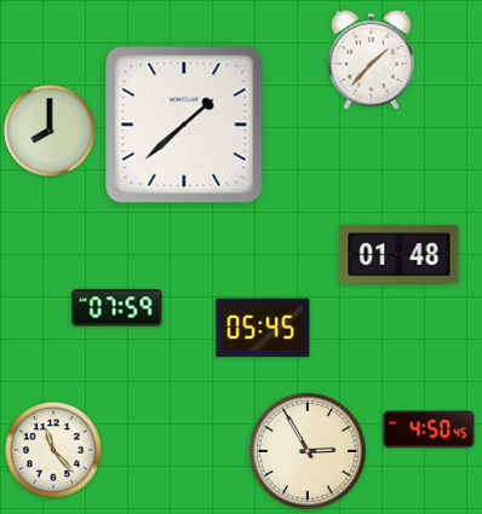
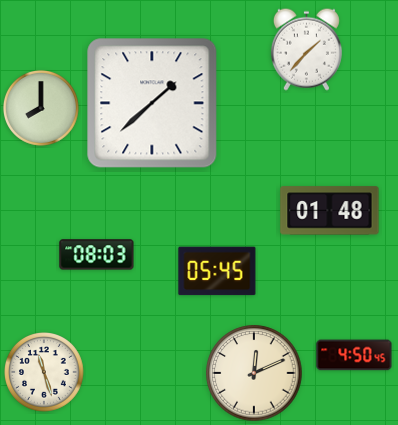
clock at (117, 308): 07:59 -> 08:03
clock at (54, 451): 11:23 -> 11:27
clock at (308, 451): 2:55 -> 12:11
